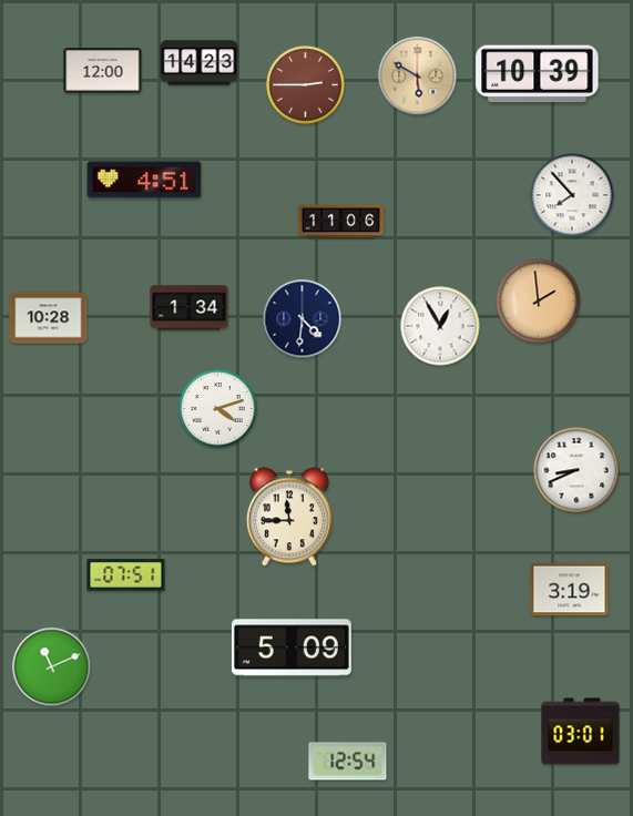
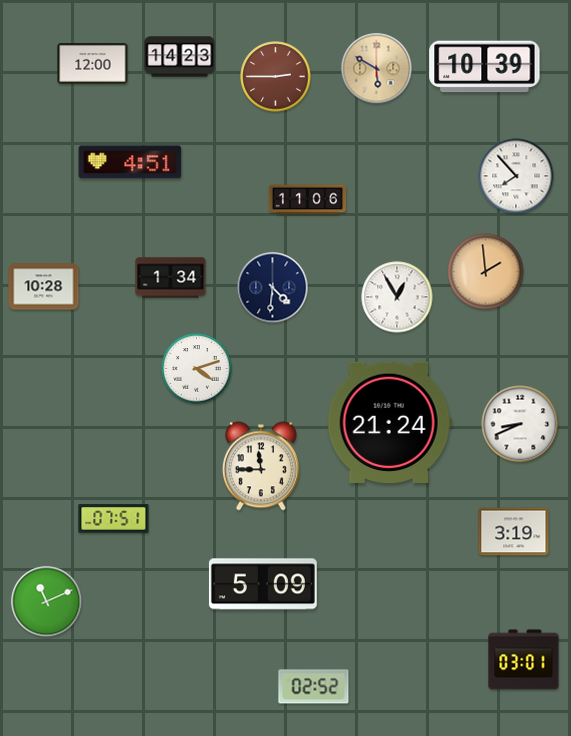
clock at (440, 326) position: (440, 326) -> (397, 297)
clock at (389, 422): none -> 21:24
clock at (348, 762): 12:54 -> 02:52
